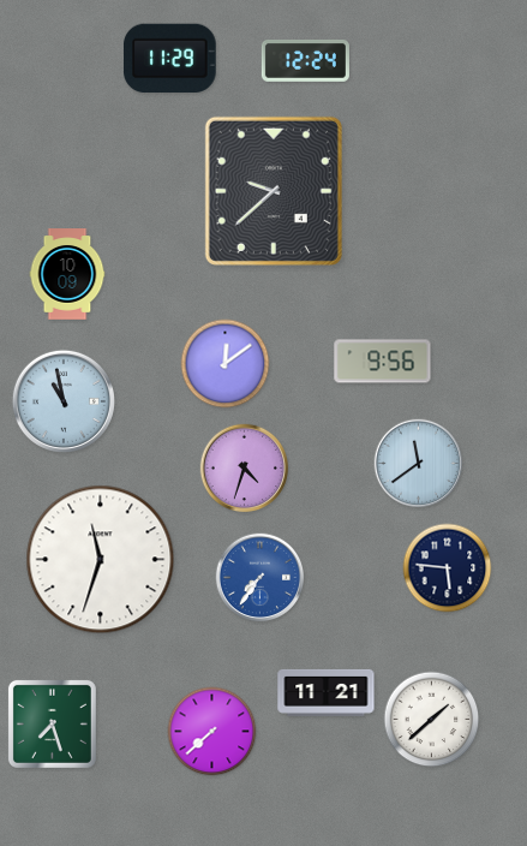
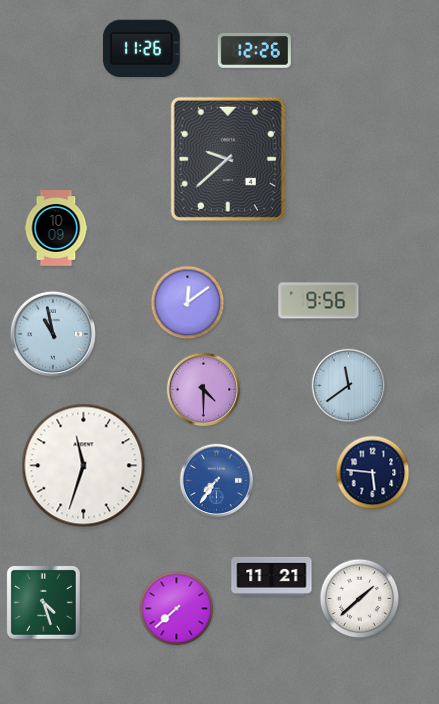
clock at (170, 59): 11:29 -> 11:26
clock at (305, 60): 12:24 -> 12:26
clock at (245, 469): 4:33 -> 4:30
clock at (52, 723): 7:27 -> 4:27
